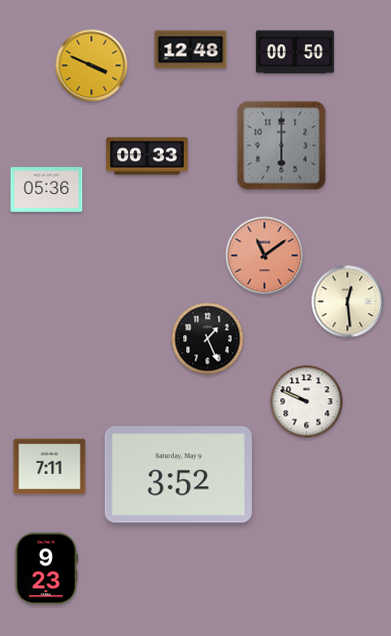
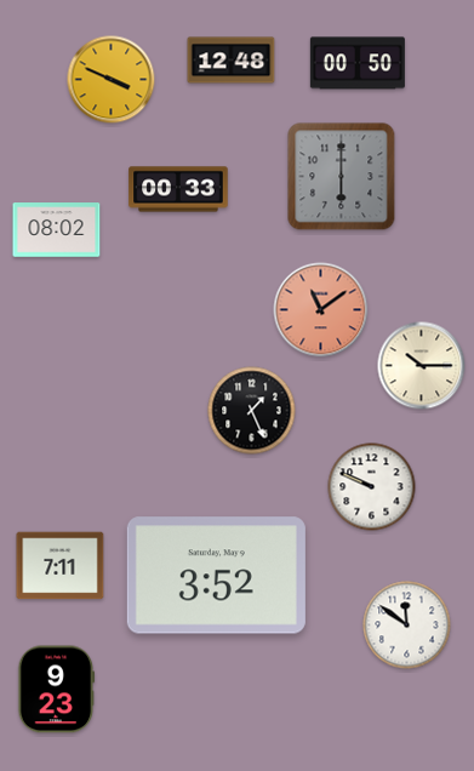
clock at (47, 190): 05:36 -> 08:02
clock at (348, 302): 12:29 -> 10:15
clock at (407, 626): none -> 11:51
